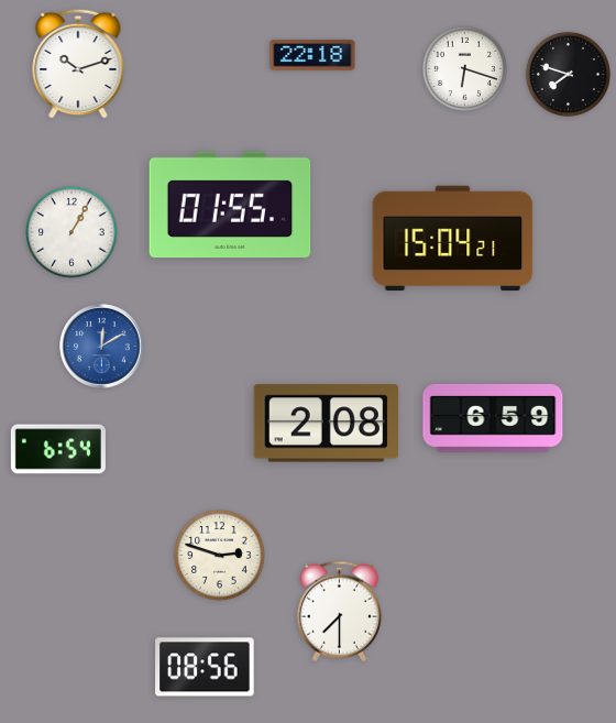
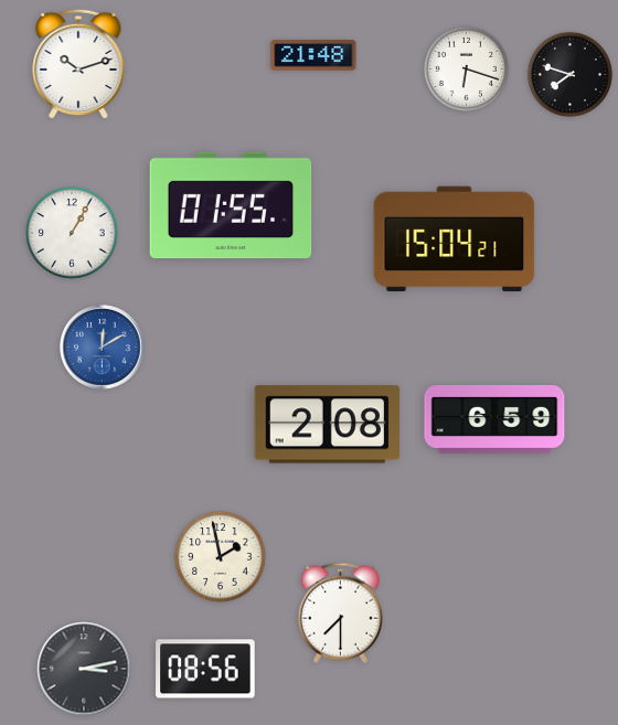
clock at (312, 55): 22:18 -> 21:48
clock at (58, 449): 6:54 -> none
clock at (220, 556): 2:48 -> 1:58
clock at (84, 669): none -> 3:13
